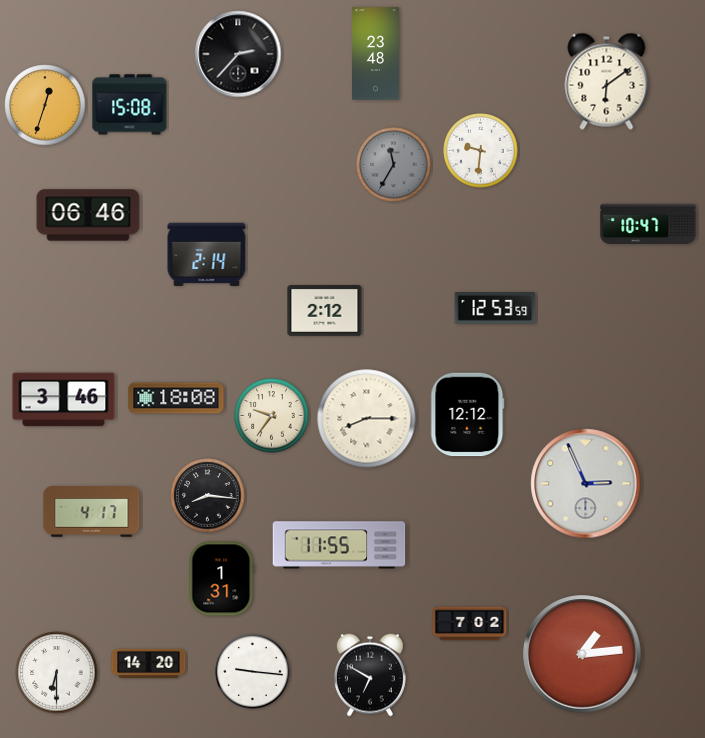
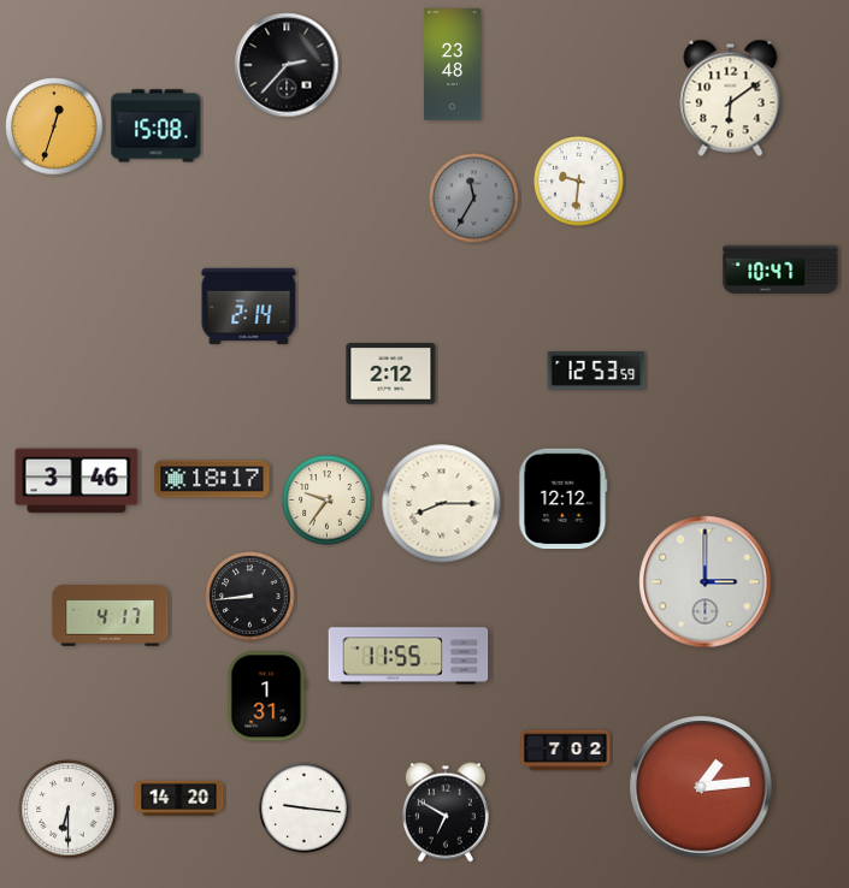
clock at (88, 215): 06:46 -> none
clock at (176, 398): 18:08 -> 18:17
clock at (586, 484): 2:56 -> 3:00
clock at (208, 496): 8:16 -> 8:44
